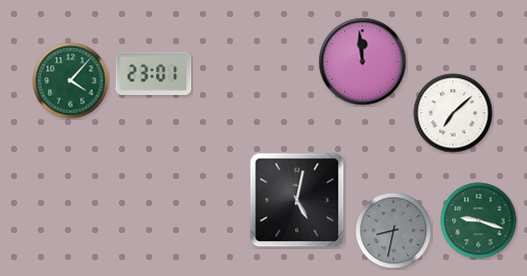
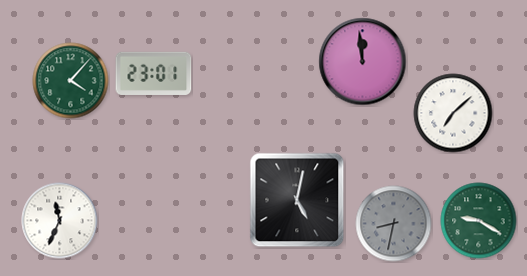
clock at (60, 221): none -> 11:34
clock at (479, 221): 9:18 -> 9:20
clock at (394, 231) position: (394, 231) -> (394, 224)
